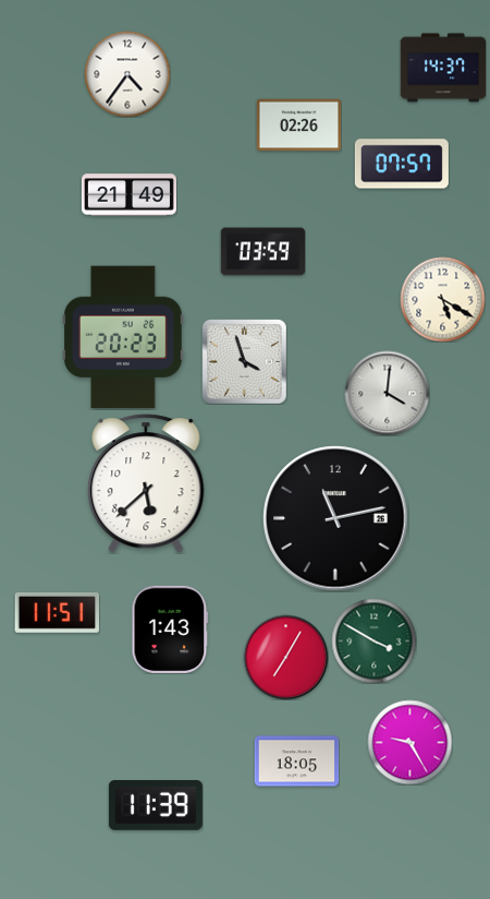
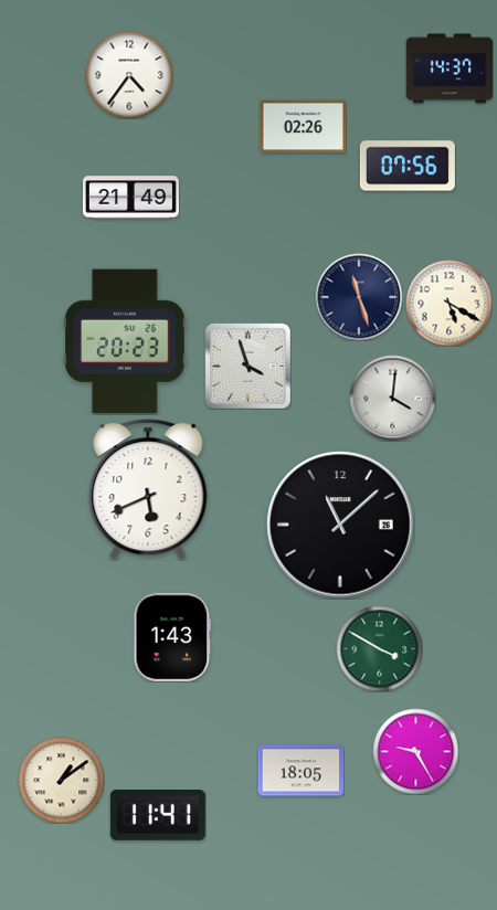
clock at (402, 164): 07:57 -> 07:56
clock at (262, 252): 03:59 -> none
clock at (359, 297): none -> 11:27
clock at (146, 483): 5:38 -> 5:41
clock at (335, 518): 11:13 -> 11:08
clock at (57, 612): 11:51 -> none
clock at (285, 657): 7:05 -> none
clock at (61, 780): none -> 1:09
clock at (156, 806): 11:39 -> 11:41
